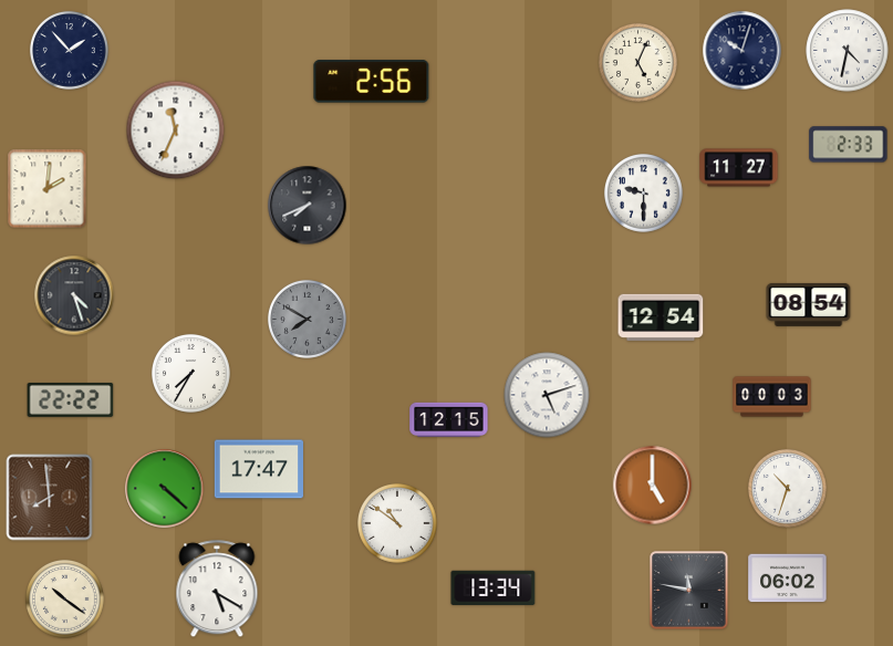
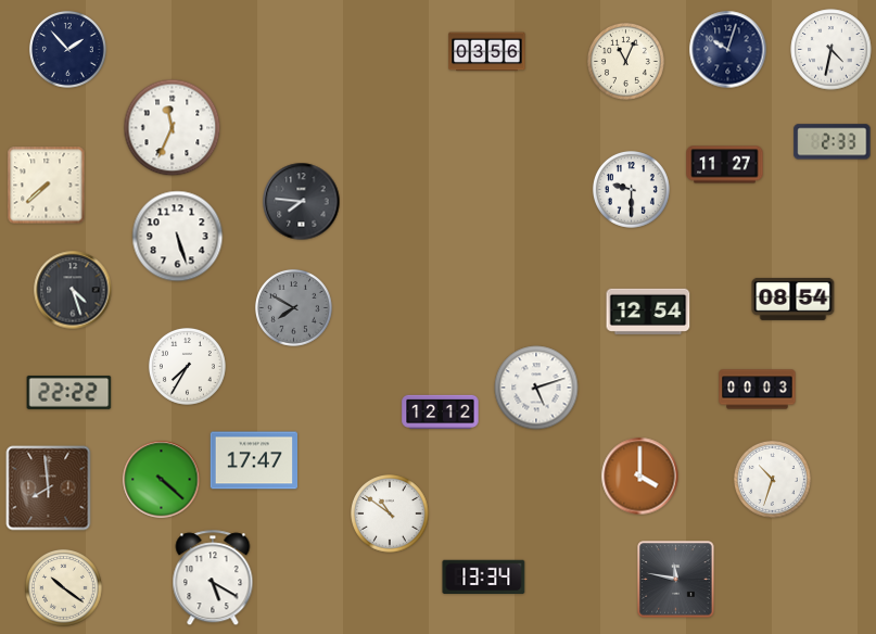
clock at (487, 52): none -> 03:56
clock at (637, 62): 5:04 -> 11:04
clock at (372, 82): 2:56 -> none
clock at (48, 189): 2:01 -> 7:38
clock at (308, 206): 7:41 -> 7:46
clock at (178, 237): none -> 5:27
clock at (307, 319) position: (307, 319) -> (293, 307)
clock at (449, 419): 12:15 -> 12:12
clock at (653, 486): 5:00 -> 4:00
clock at (788, 579): 06:02 -> none
